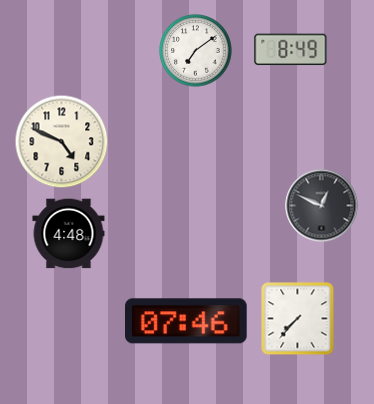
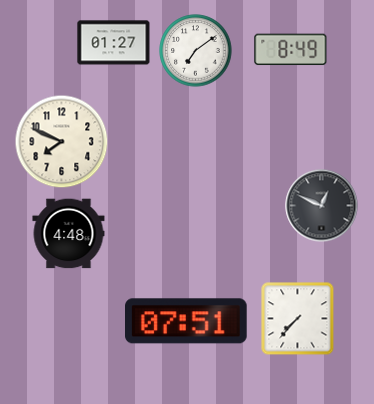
clock at (114, 43): none -> 01:27
clock at (62, 142): 4:49 -> 7:49
clock at (187, 321): 07:46 -> 07:51
